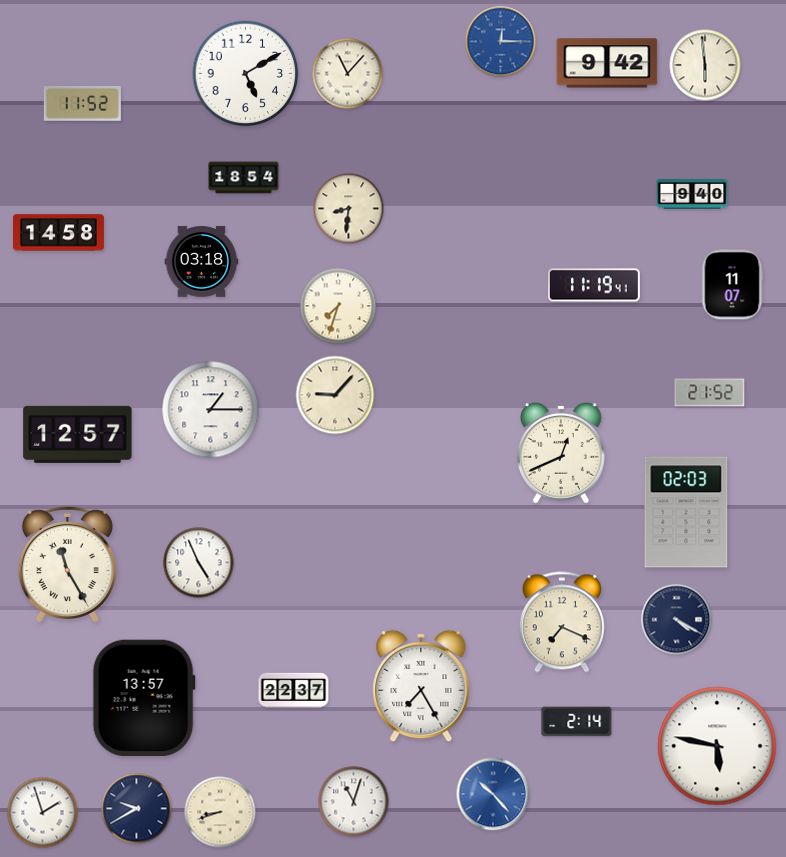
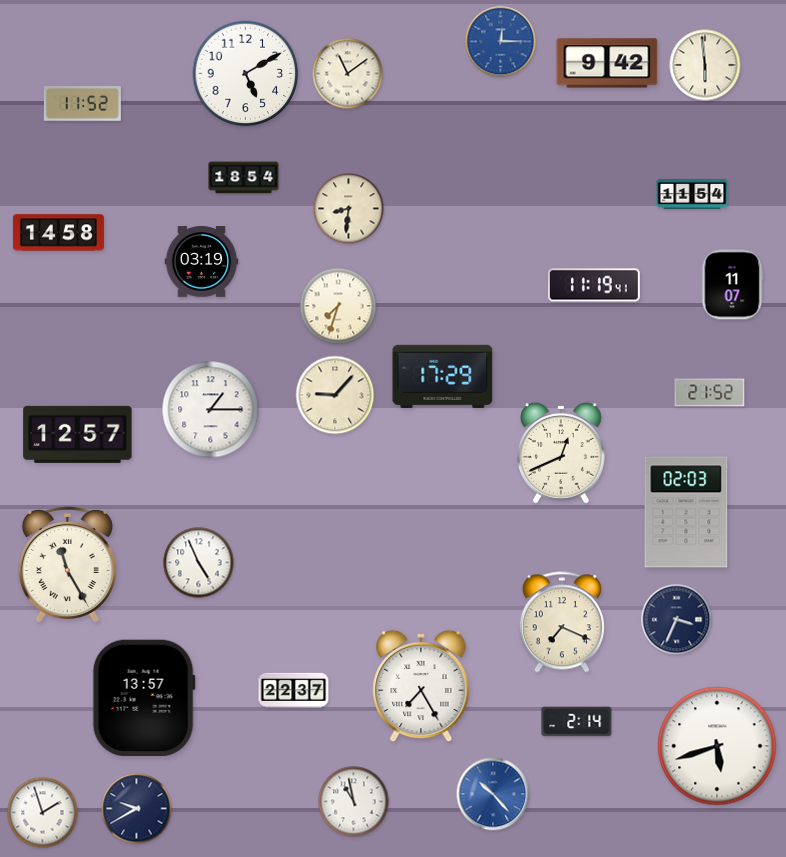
clock at (348, 74): 11:07 -> 11:09
clock at (692, 194): 9:40 -> 11:54
clock at (202, 262): 03:18 -> 03:19
clock at (443, 376): none -> 17:29
clock at (677, 620): 4:20 -> 3:34
clock at (717, 746): 5:47 -> 5:42
clock at (354, 802): 11:03 -> 10:58
clock at (220, 812): 8:42 -> none
